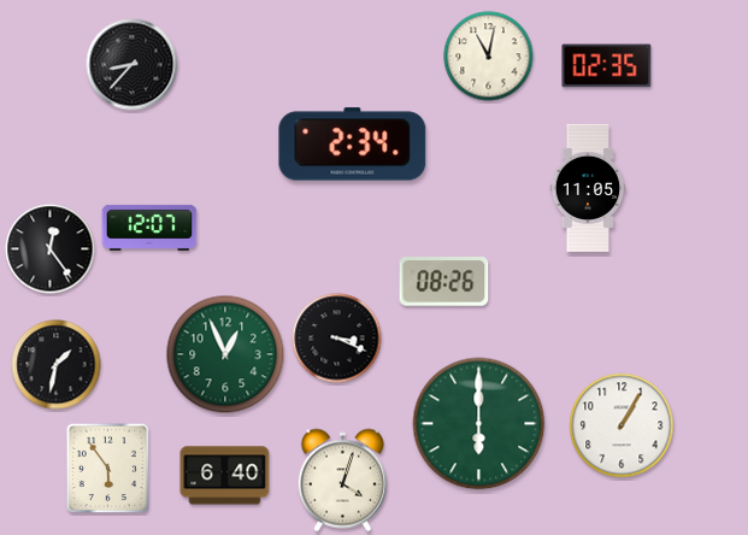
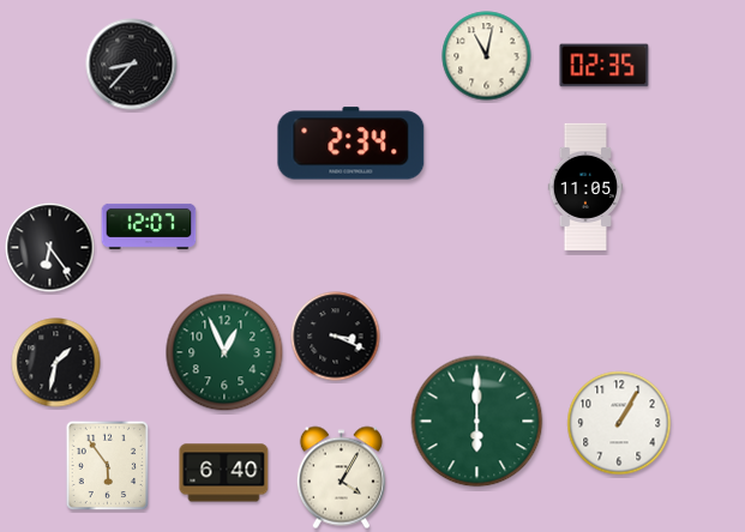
clock at (51, 249): 12:24 -> 6:24
clock at (444, 282): 08:26 -> none
clock at (342, 481): 4:03 -> 4:05
